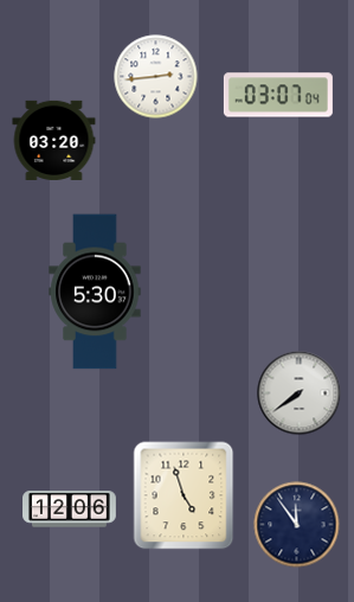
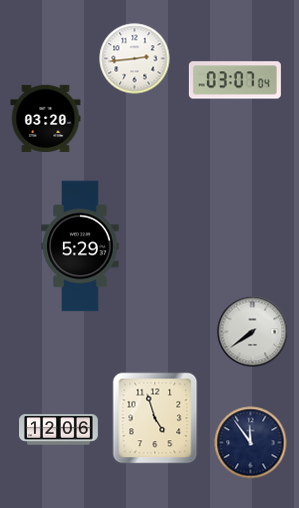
clock at (156, 77) position: (156, 77) -> (135, 59)
clock at (95, 292): 5:30 -> 5:29
